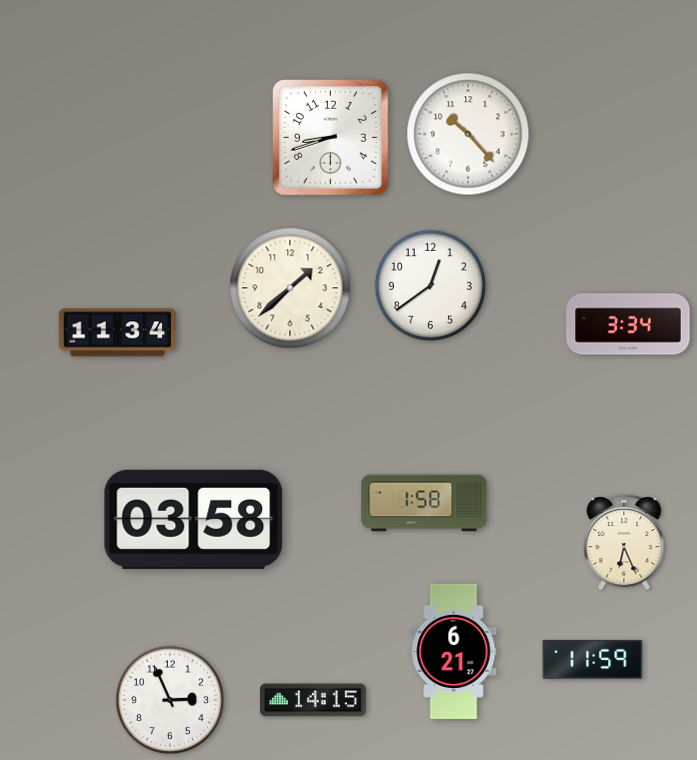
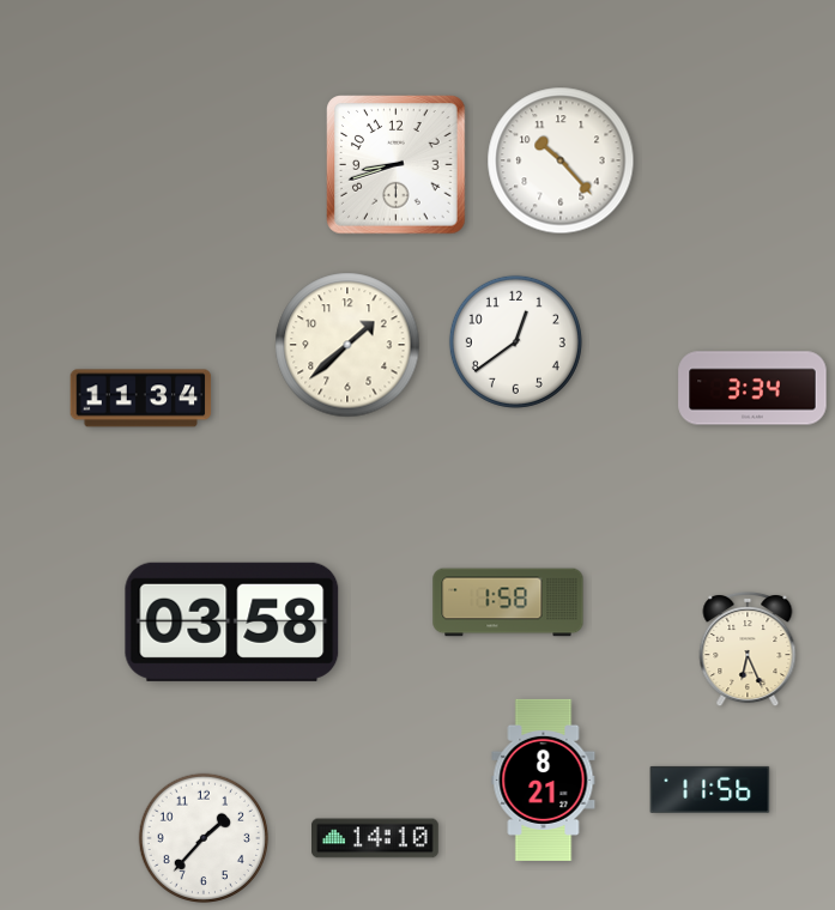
clock at (454, 651): 6:21 -> 8:21
clock at (593, 659): 11:59 -> 11:56
clock at (169, 699): 2:56 -> 1:37
clock at (314, 700): 14:15 -> 14:10
